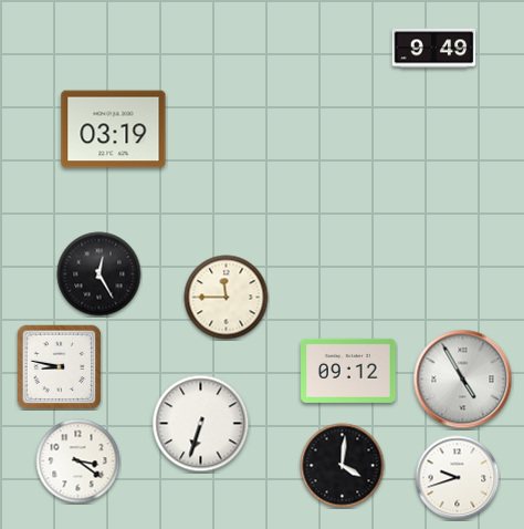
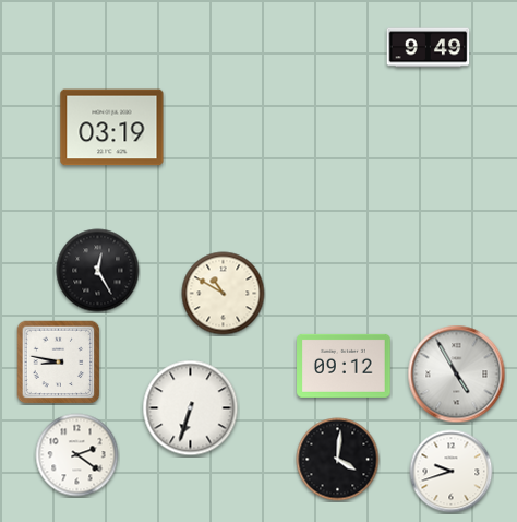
clock at (227, 298): 11:45 -> 10:50
clock at (201, 424) position: (201, 424) -> (191, 408)
clock at (78, 461): 3:21 -> 2:21
